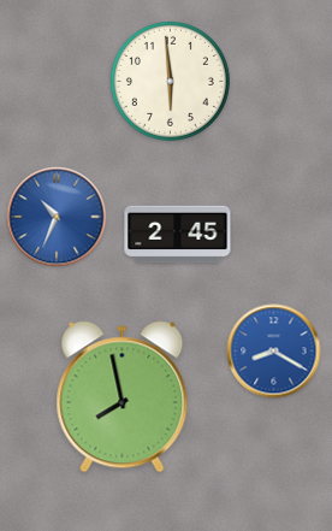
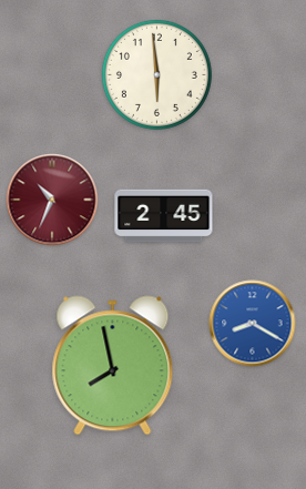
clock at (57, 217) dial: blue -> burgundy
